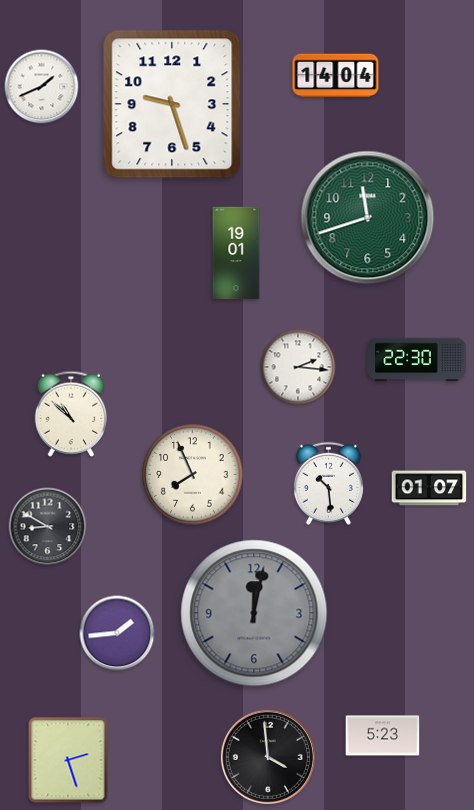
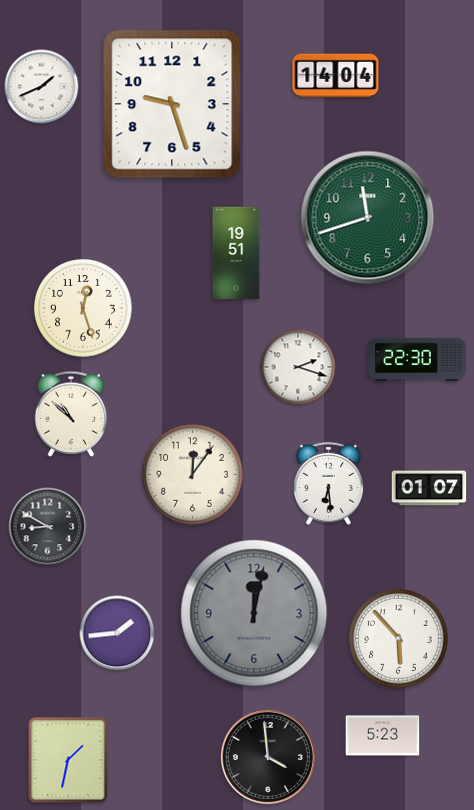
clock at (236, 253): 19:01 -> 19:51
clock at (83, 308): none -> 12:27
clock at (298, 367): 2:16 -> 2:18
clock at (193, 475): 7:56 -> 12:06
clock at (328, 483): 10:29 -> 6:29
clock at (399, 639): none -> 5:53
clock at (68, 760): 2:27 -> 1:32
